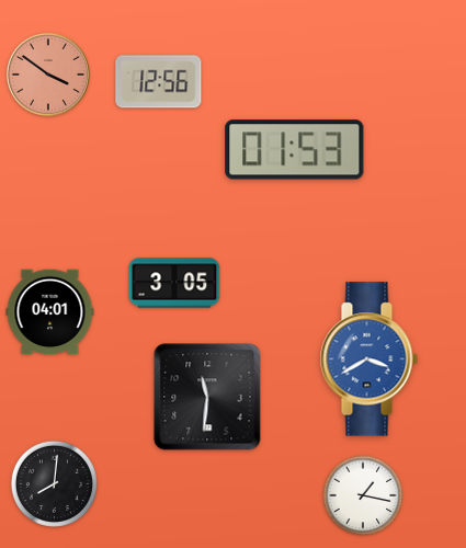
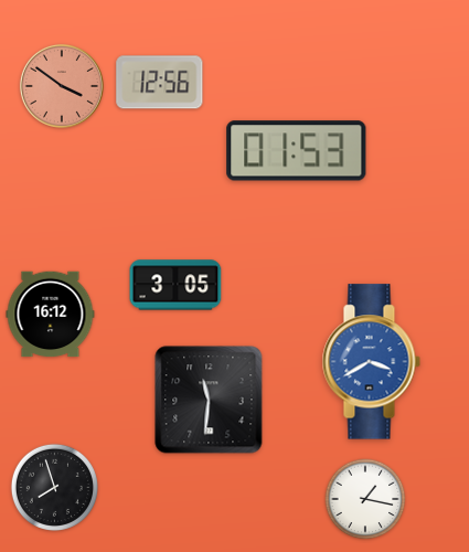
clock at (48, 75) position: (48, 75) -> (62, 86)
clock at (50, 312): 04:01 -> 16:12
clock at (54, 483): 8:01 -> 7:57
